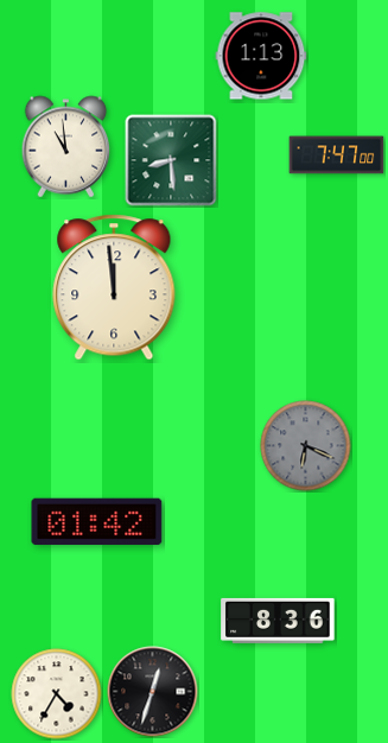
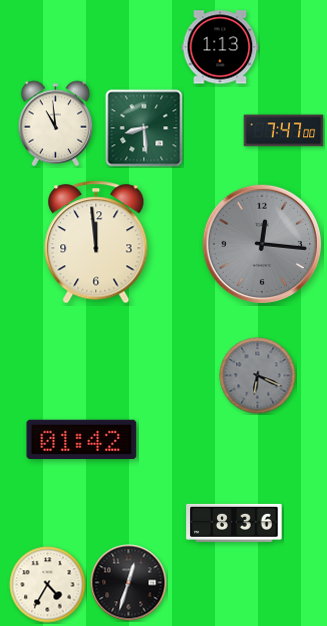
clock at (171, 160) position: (171, 160) -> (144, 128)
clock at (261, 243): none -> 12:16
